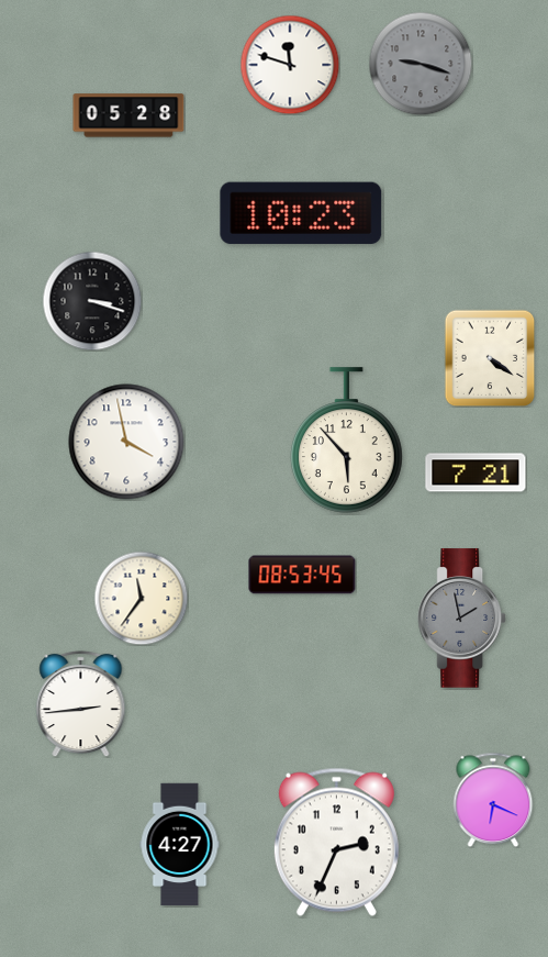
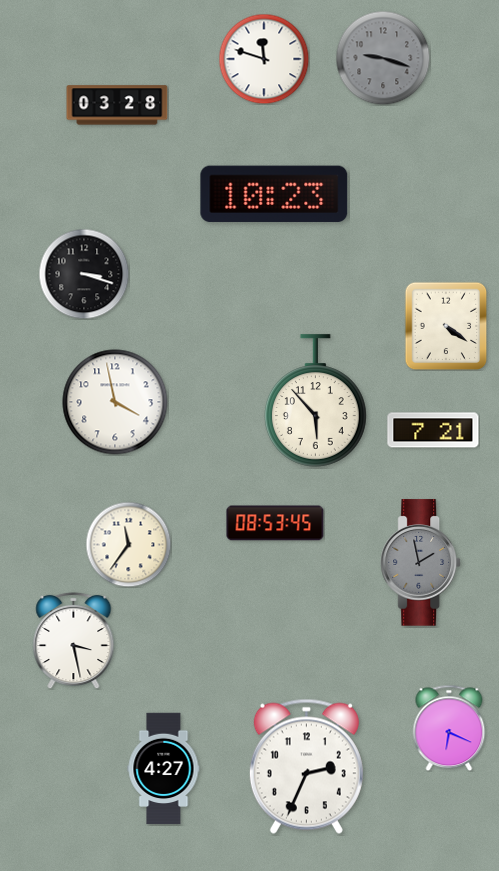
clock at (128, 115): 05:28 -> 03:28
clock at (81, 703): 2:44 -> 3:28
